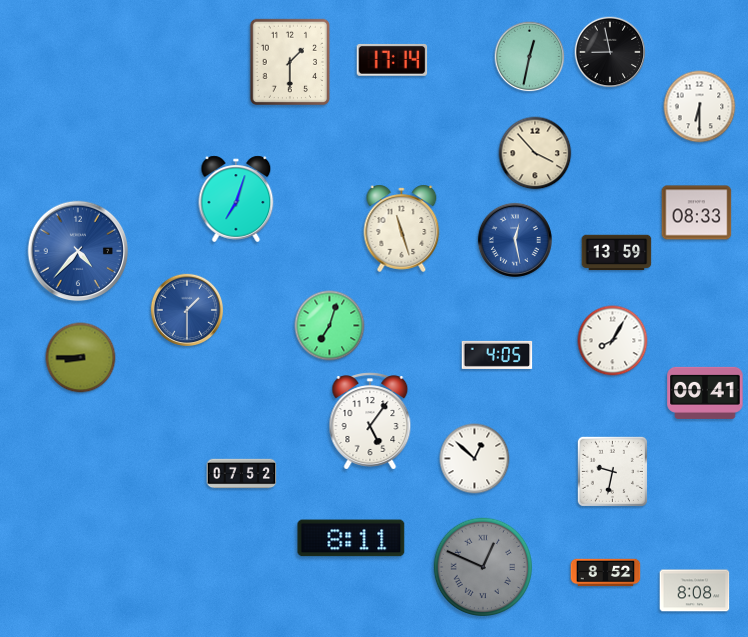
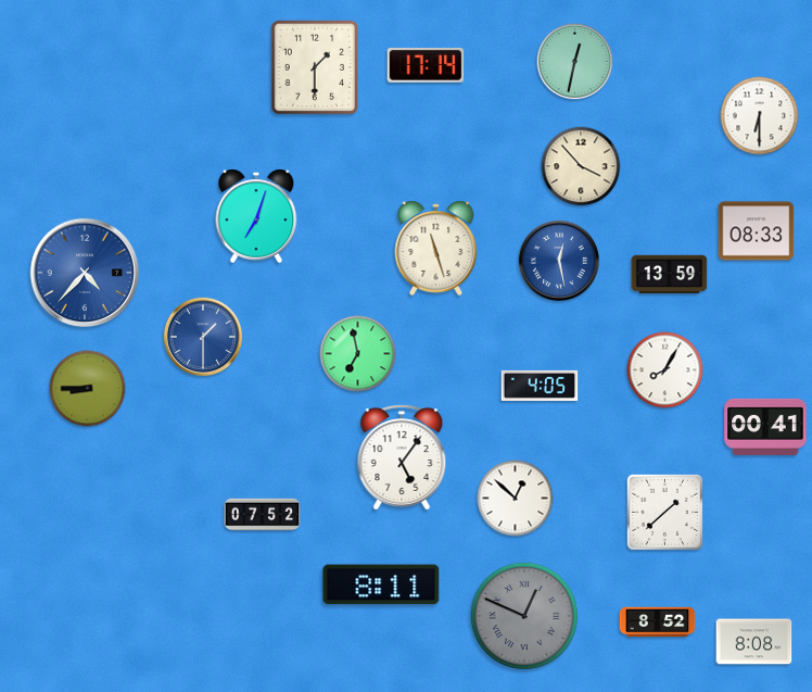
clock at (610, 52): 8:58 -> none
clock at (330, 326): 7:03 -> 6:58
clock at (612, 471): 9:32 -> 1:38
